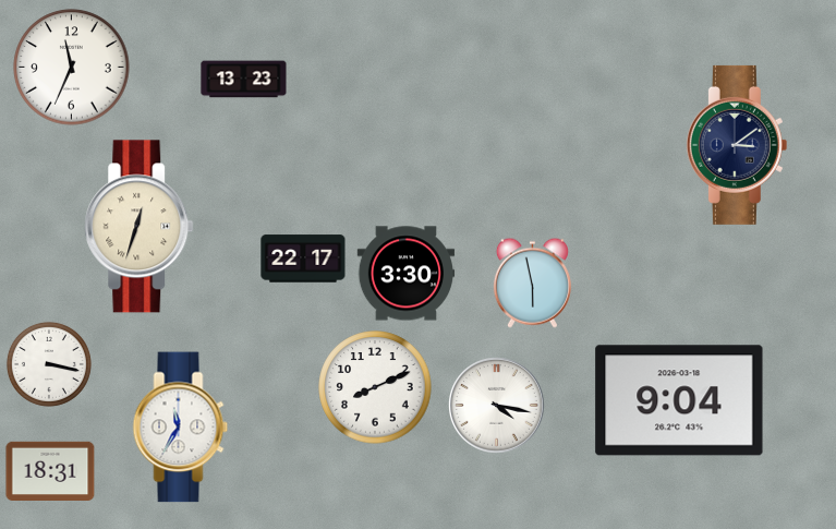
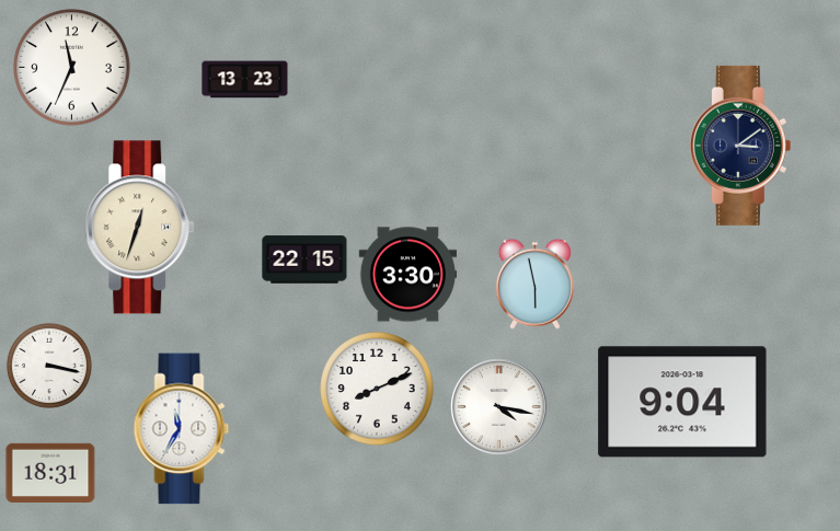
clock at (303, 259): 22:17 -> 22:15
